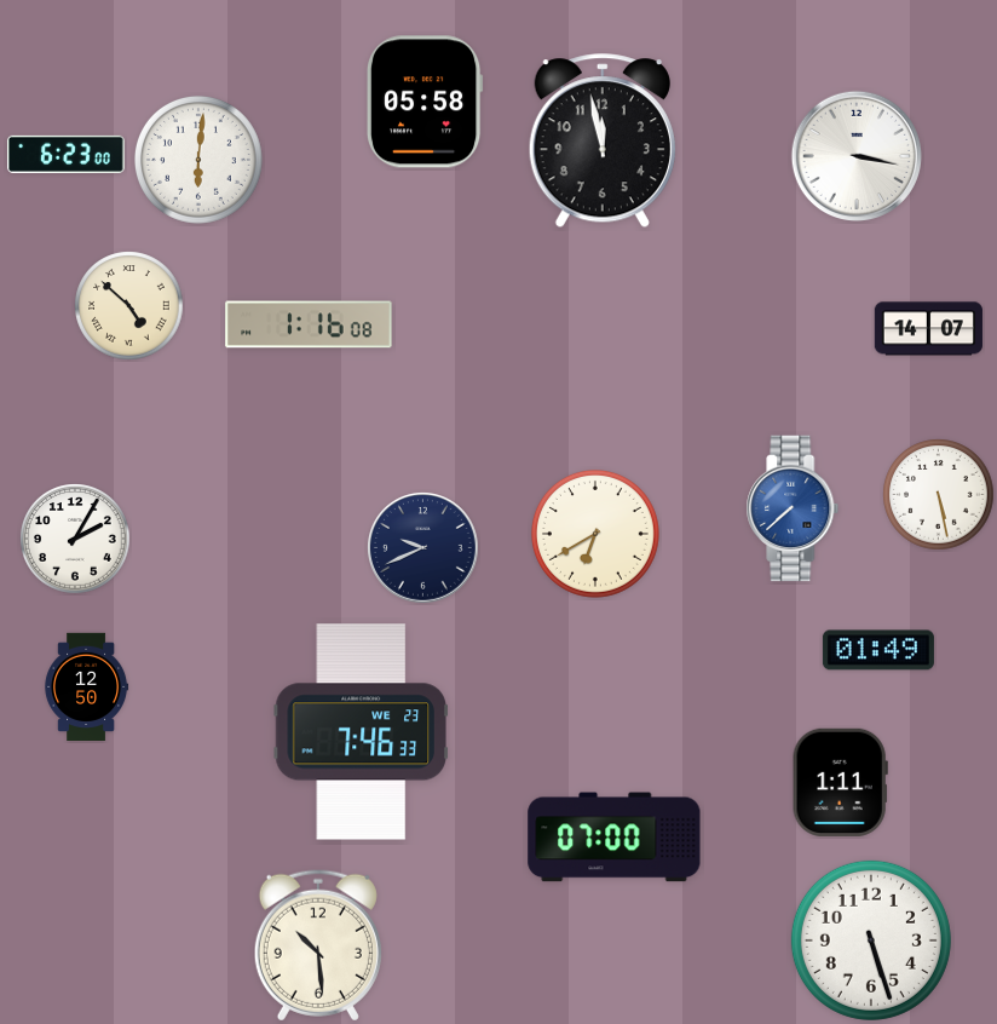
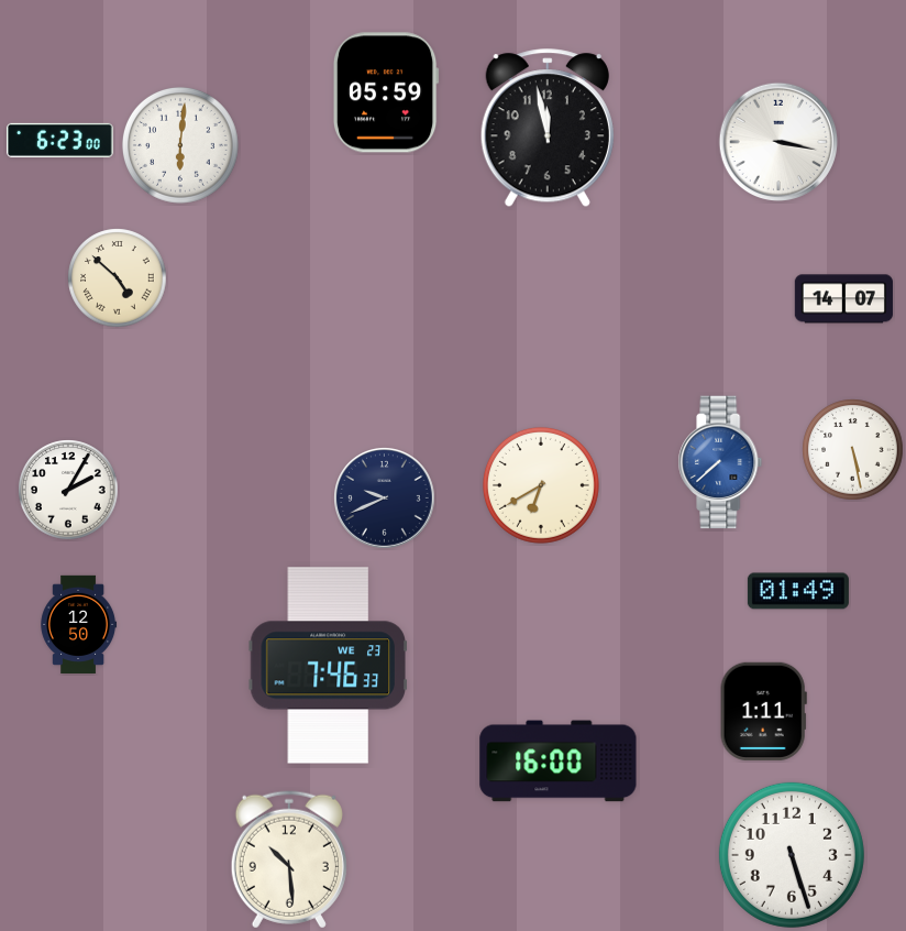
clock at (425, 102): 05:58 -> 05:59
clock at (309, 324): 1:16 -> none
clock at (615, 838): 07:00 -> 16:00
